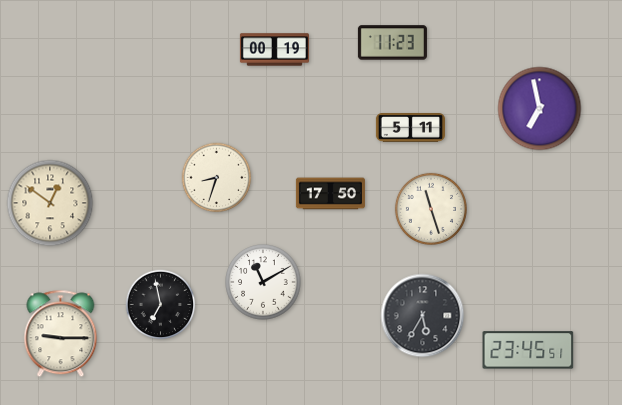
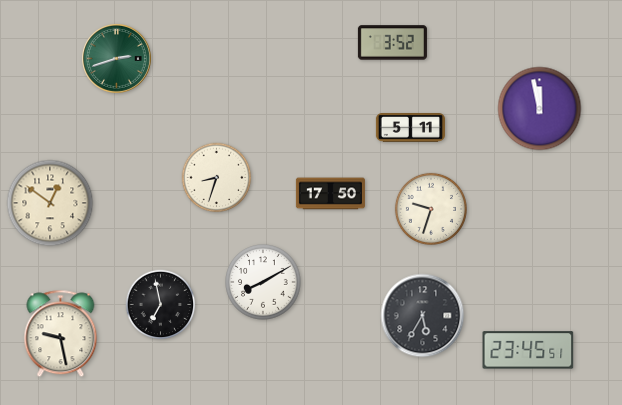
clock at (392, 43): 11:23 -> 3:52
clock at (274, 50): 00:19 -> none
clock at (116, 58): none -> 2:42
clock at (540, 109): 6:58 -> 11:58
clock at (431, 209): 11:27 -> 9:33
clock at (263, 282): 11:10 -> 8:10
clock at (61, 334): 9:15 -> 9:28
